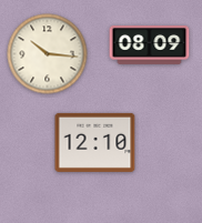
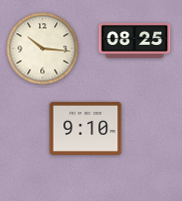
clock at (150, 45): 08:09 -> 08:25
clock at (95, 142): 12:10 -> 9:10
